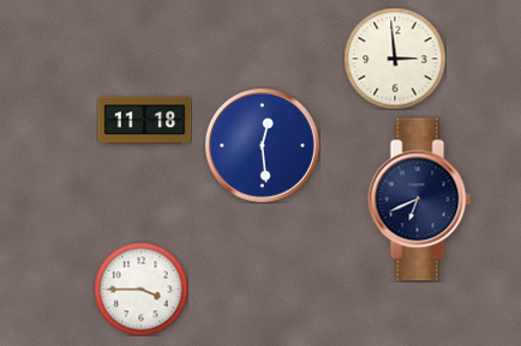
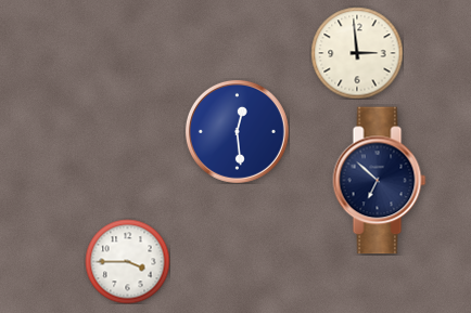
clock at (144, 121): 11:18 -> none
clock at (420, 200): 6:41 -> 6:52
